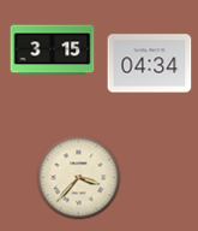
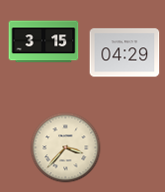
clock at (150, 64): 04:34 -> 04:29
